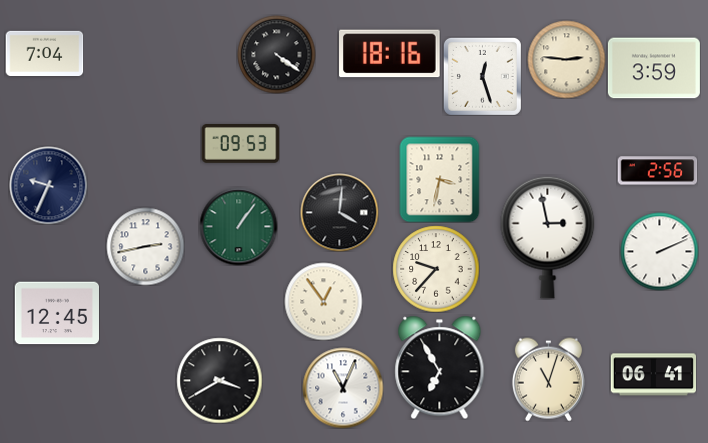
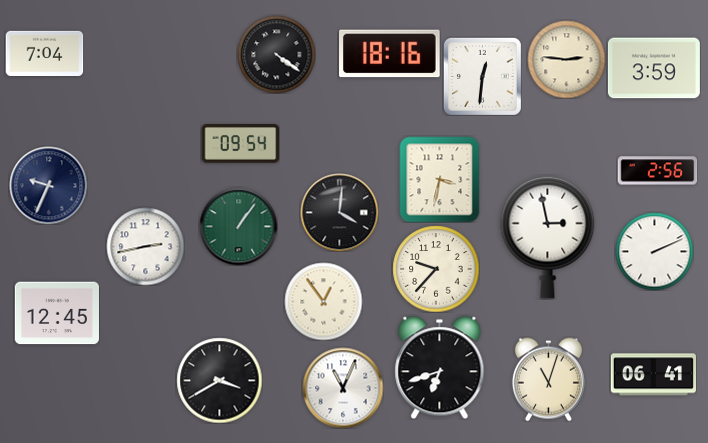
clock at (482, 76): 12:27 -> 12:31
clock at (240, 144): 09:53 -> 09:54
clock at (659, 251) position: (659, 251) -> (654, 251)
clock at (440, 367): 6:55 -> 6:42
